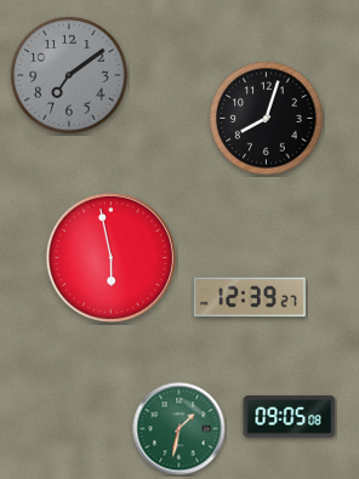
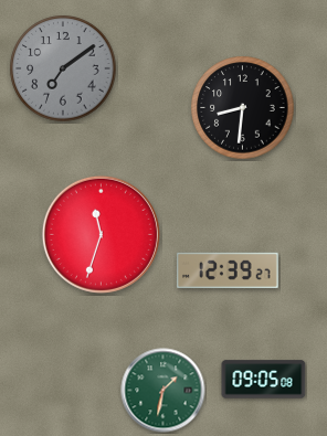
clock at (267, 119): 8:03 -> 8:31
clock at (110, 257): 5:58 -> 11:33
